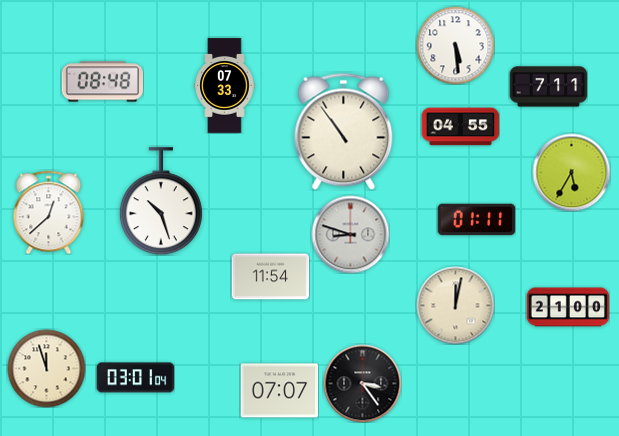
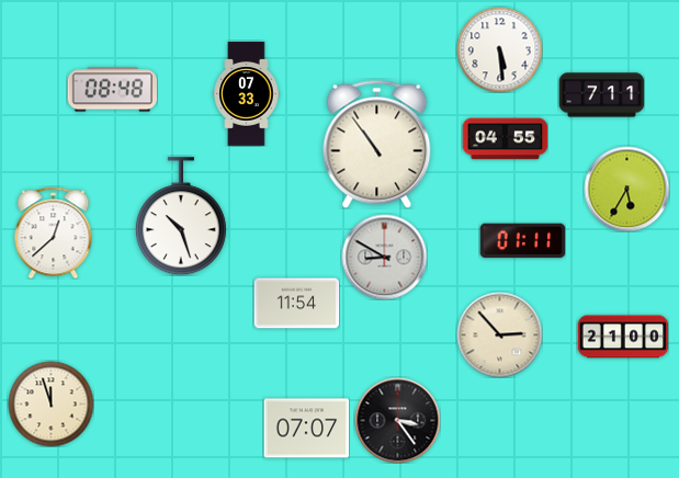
clock at (161, 201) position: (161, 201) -> (181, 216)
clock at (350, 234): 8:48 -> 8:50
clock at (455, 305): 12:02 -> 2:53
clock at (135, 378): 03:01 -> none
